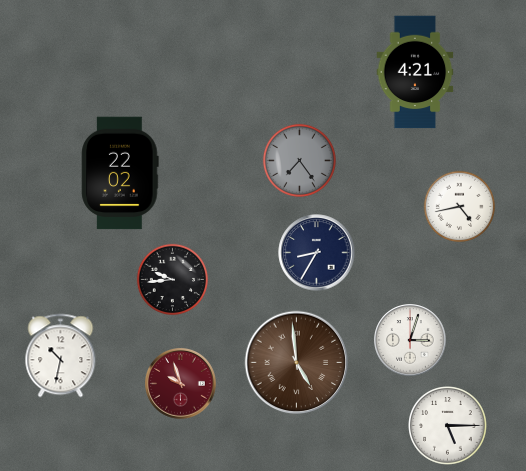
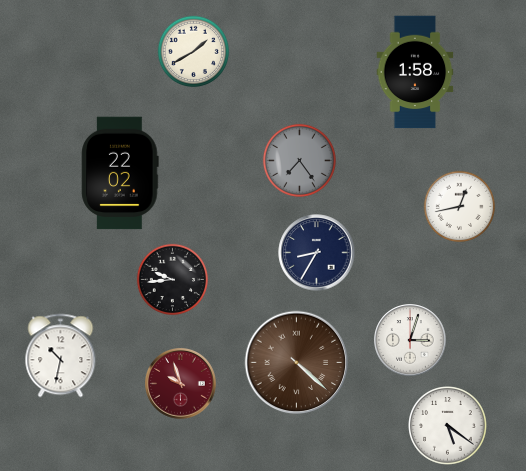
clock at (194, 52): none -> 1:40
clock at (415, 72): 4:21 -> 1:58
clock at (460, 207): 4:43 -> 12:43
clock at (297, 363): 4:59 -> 4:22
clock at (448, 426): 5:15 -> 5:21
